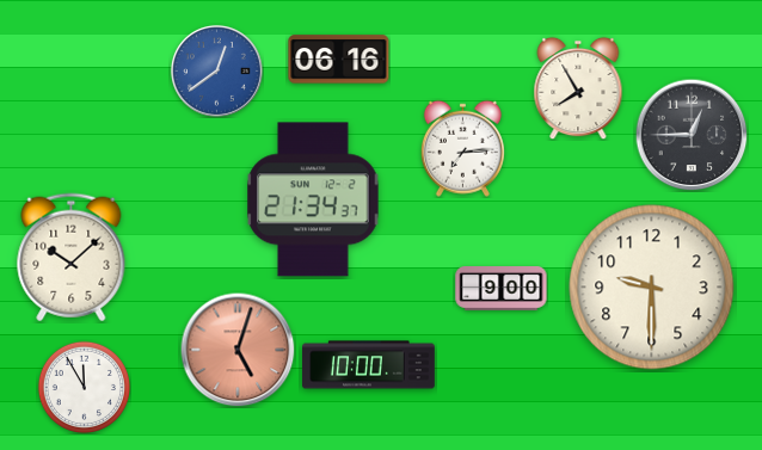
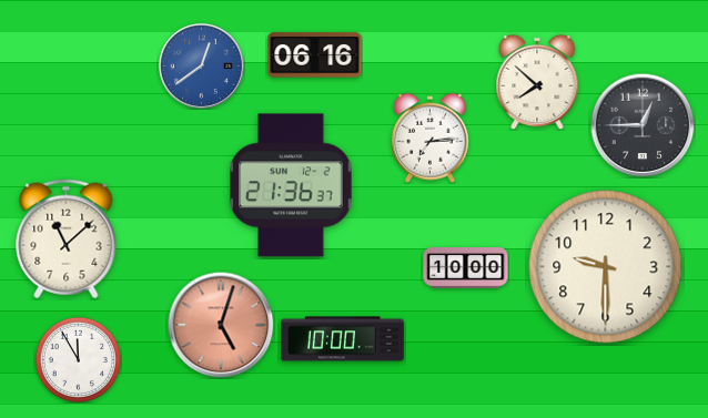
clock at (578, 88): 7:55 -> 7:52
clock at (313, 199): 21:34 -> 21:36
clock at (72, 258): 10:08 -> 11:08
clock at (502, 289): 9:00 -> 10:00
